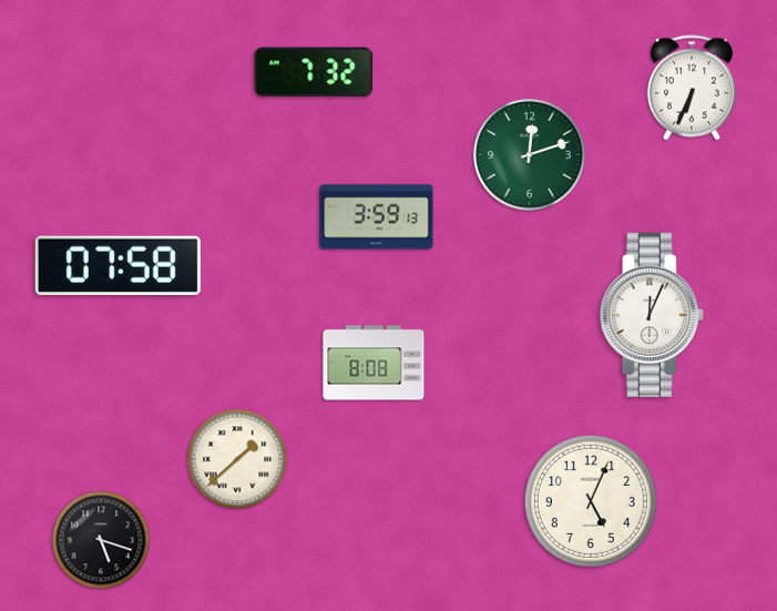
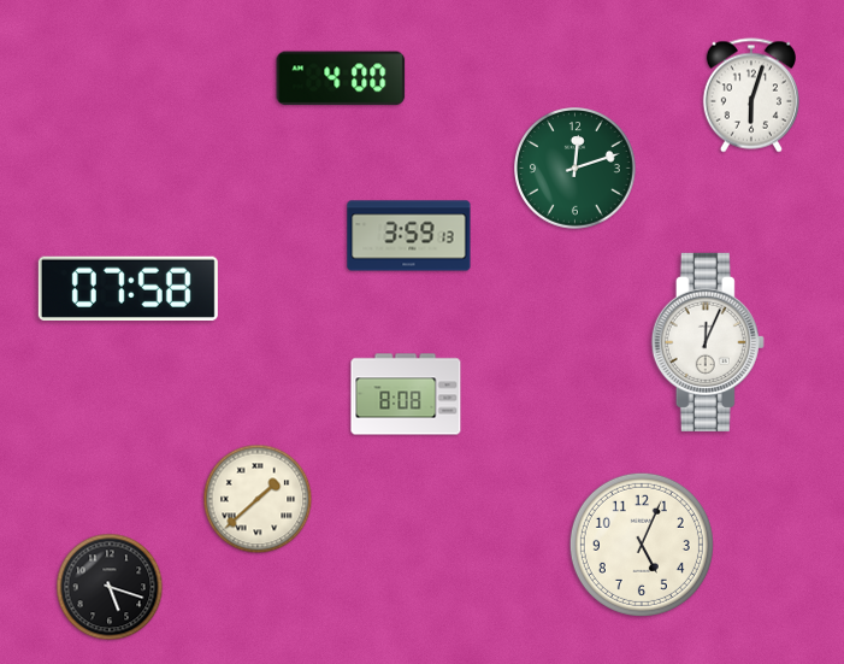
clock at (314, 72): 7:32 -> 4:00
clock at (692, 88): 6:34 -> 6:03
